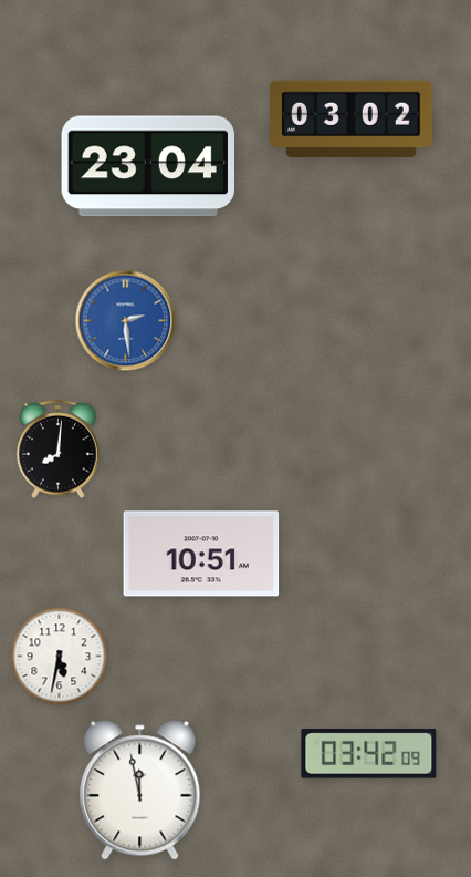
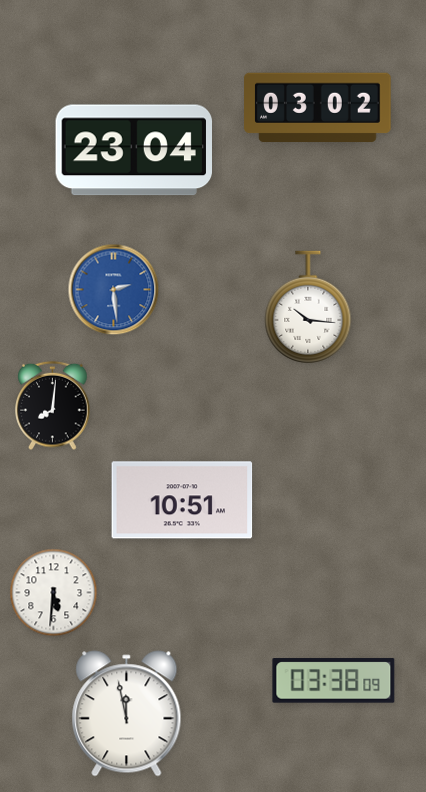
clock at (308, 307): none -> 10:16
clock at (60, 657): 5:32 -> 5:31
clock at (369, 754): 03:42 -> 03:38
